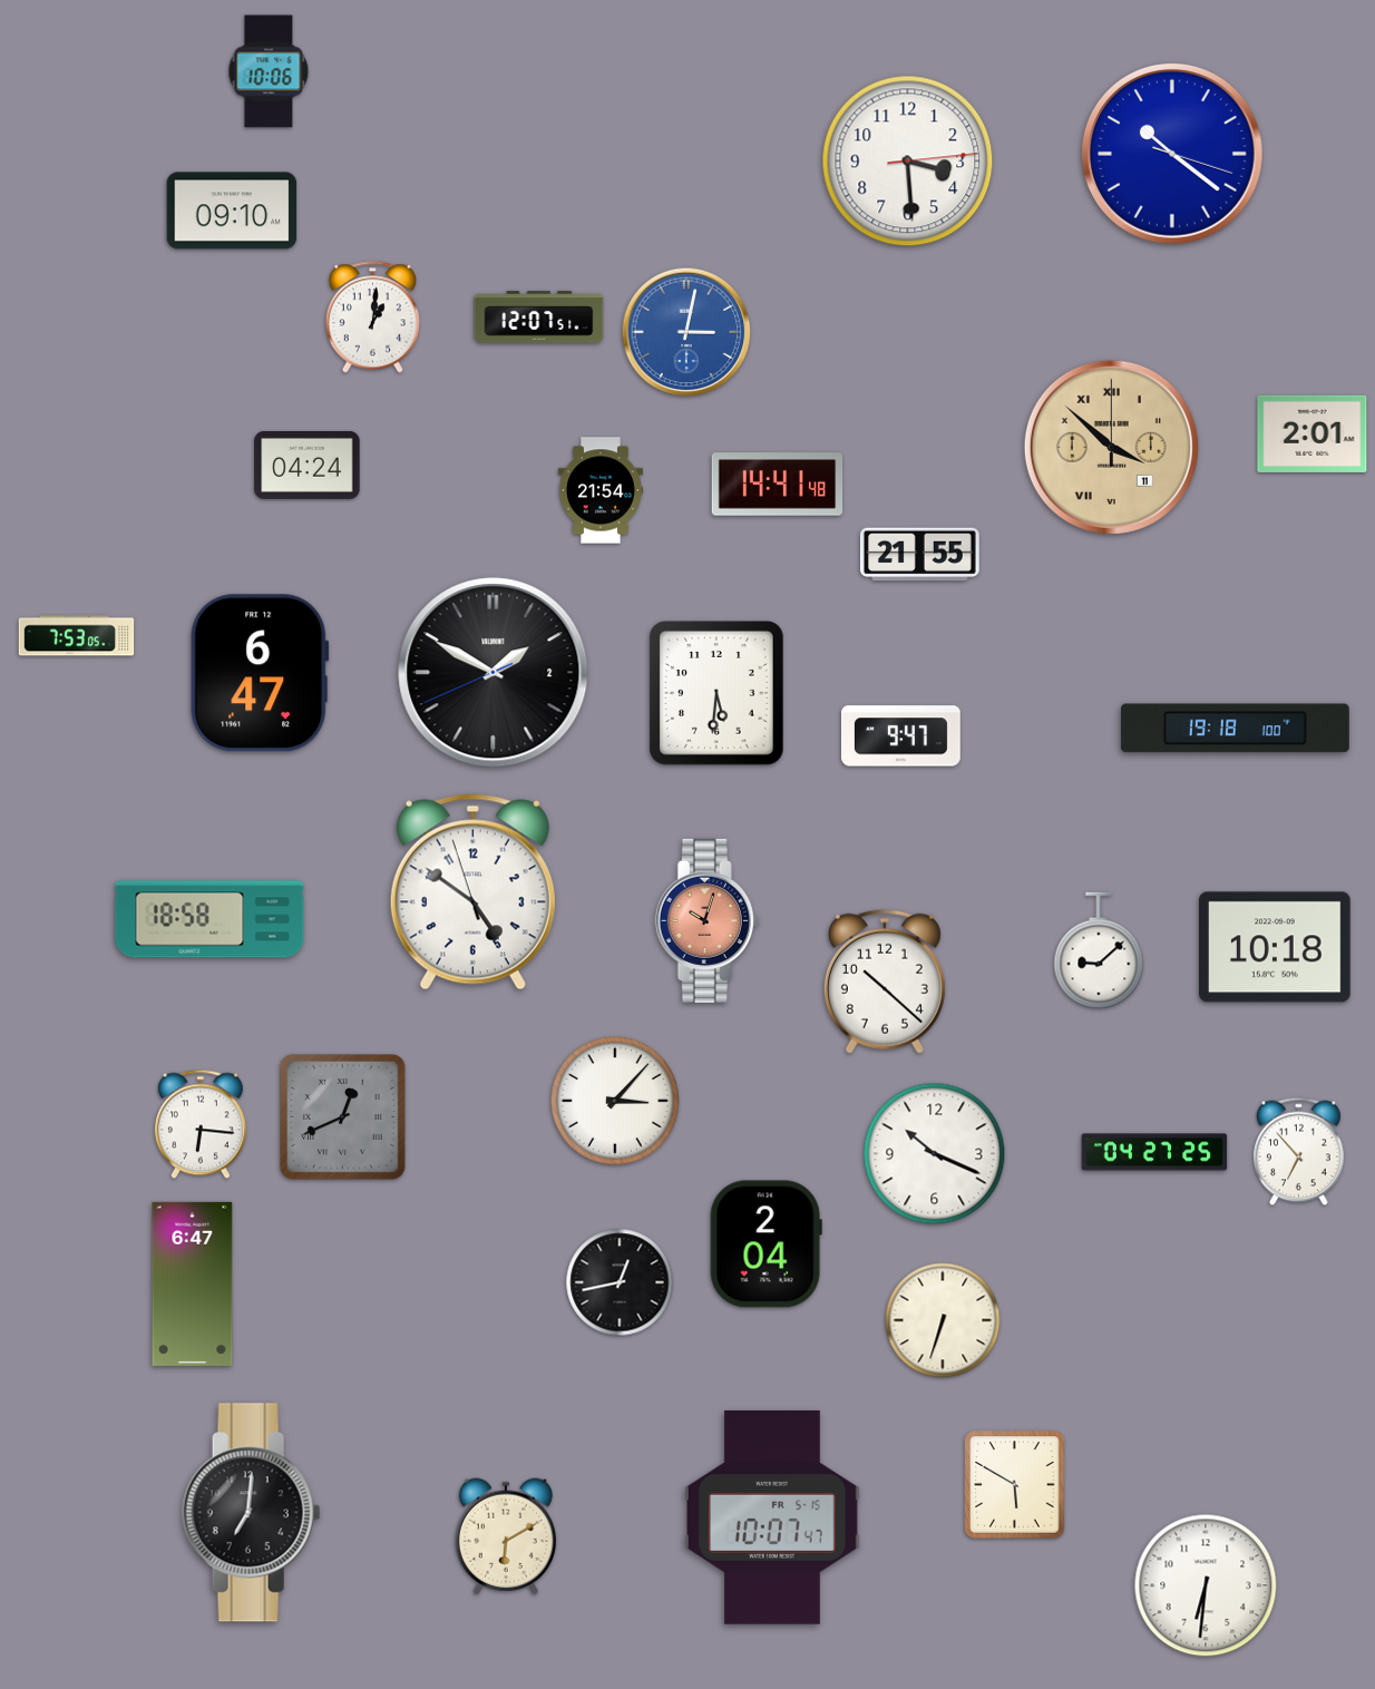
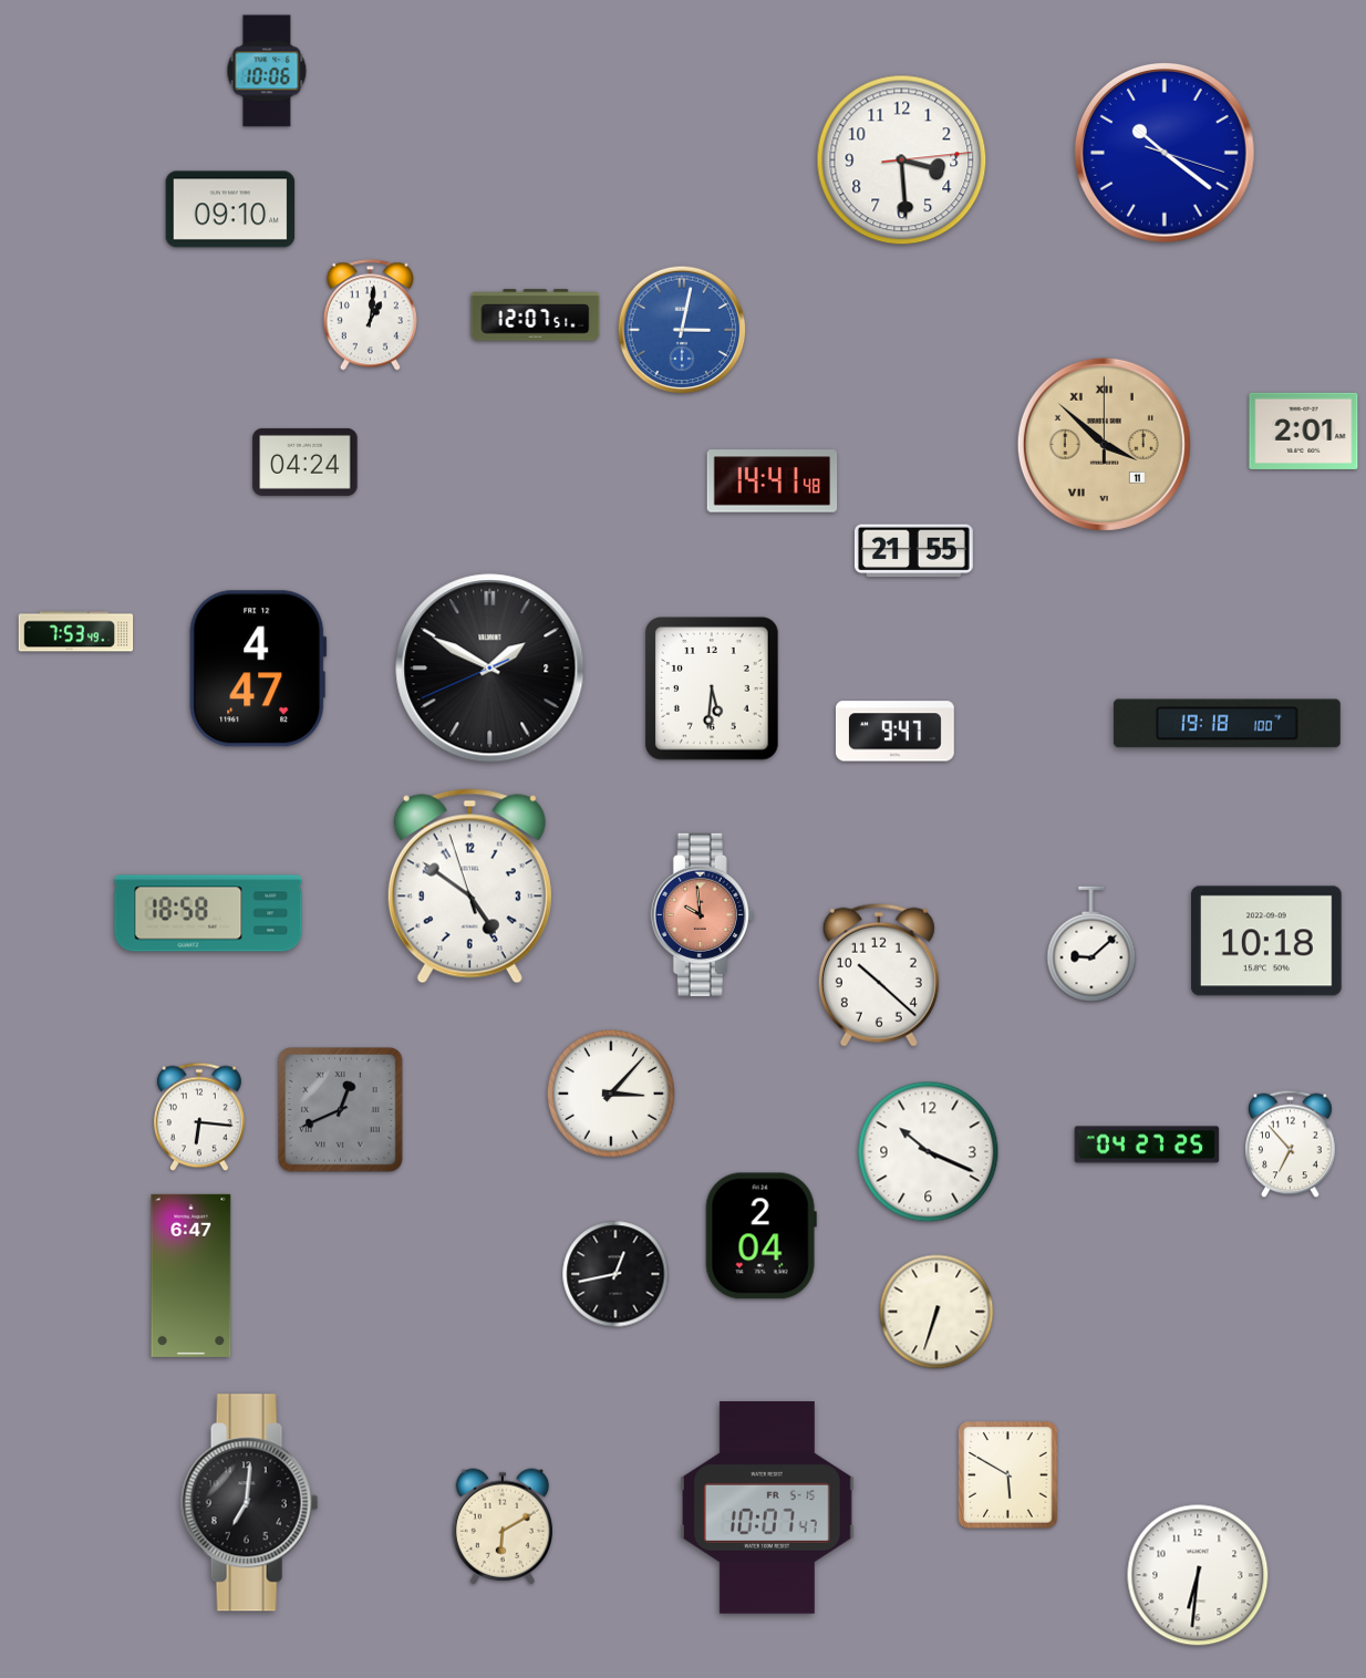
clock at (601, 490): 21:54 -> none
clock at (77, 636): 7:53:05 -> 7:53:49
clock at (260, 673): 6:47 -> 4:47
clock at (706, 920): 10:03 -> 9:59
clock at (935, 1154) position: (935, 1154) -> (929, 1152)
